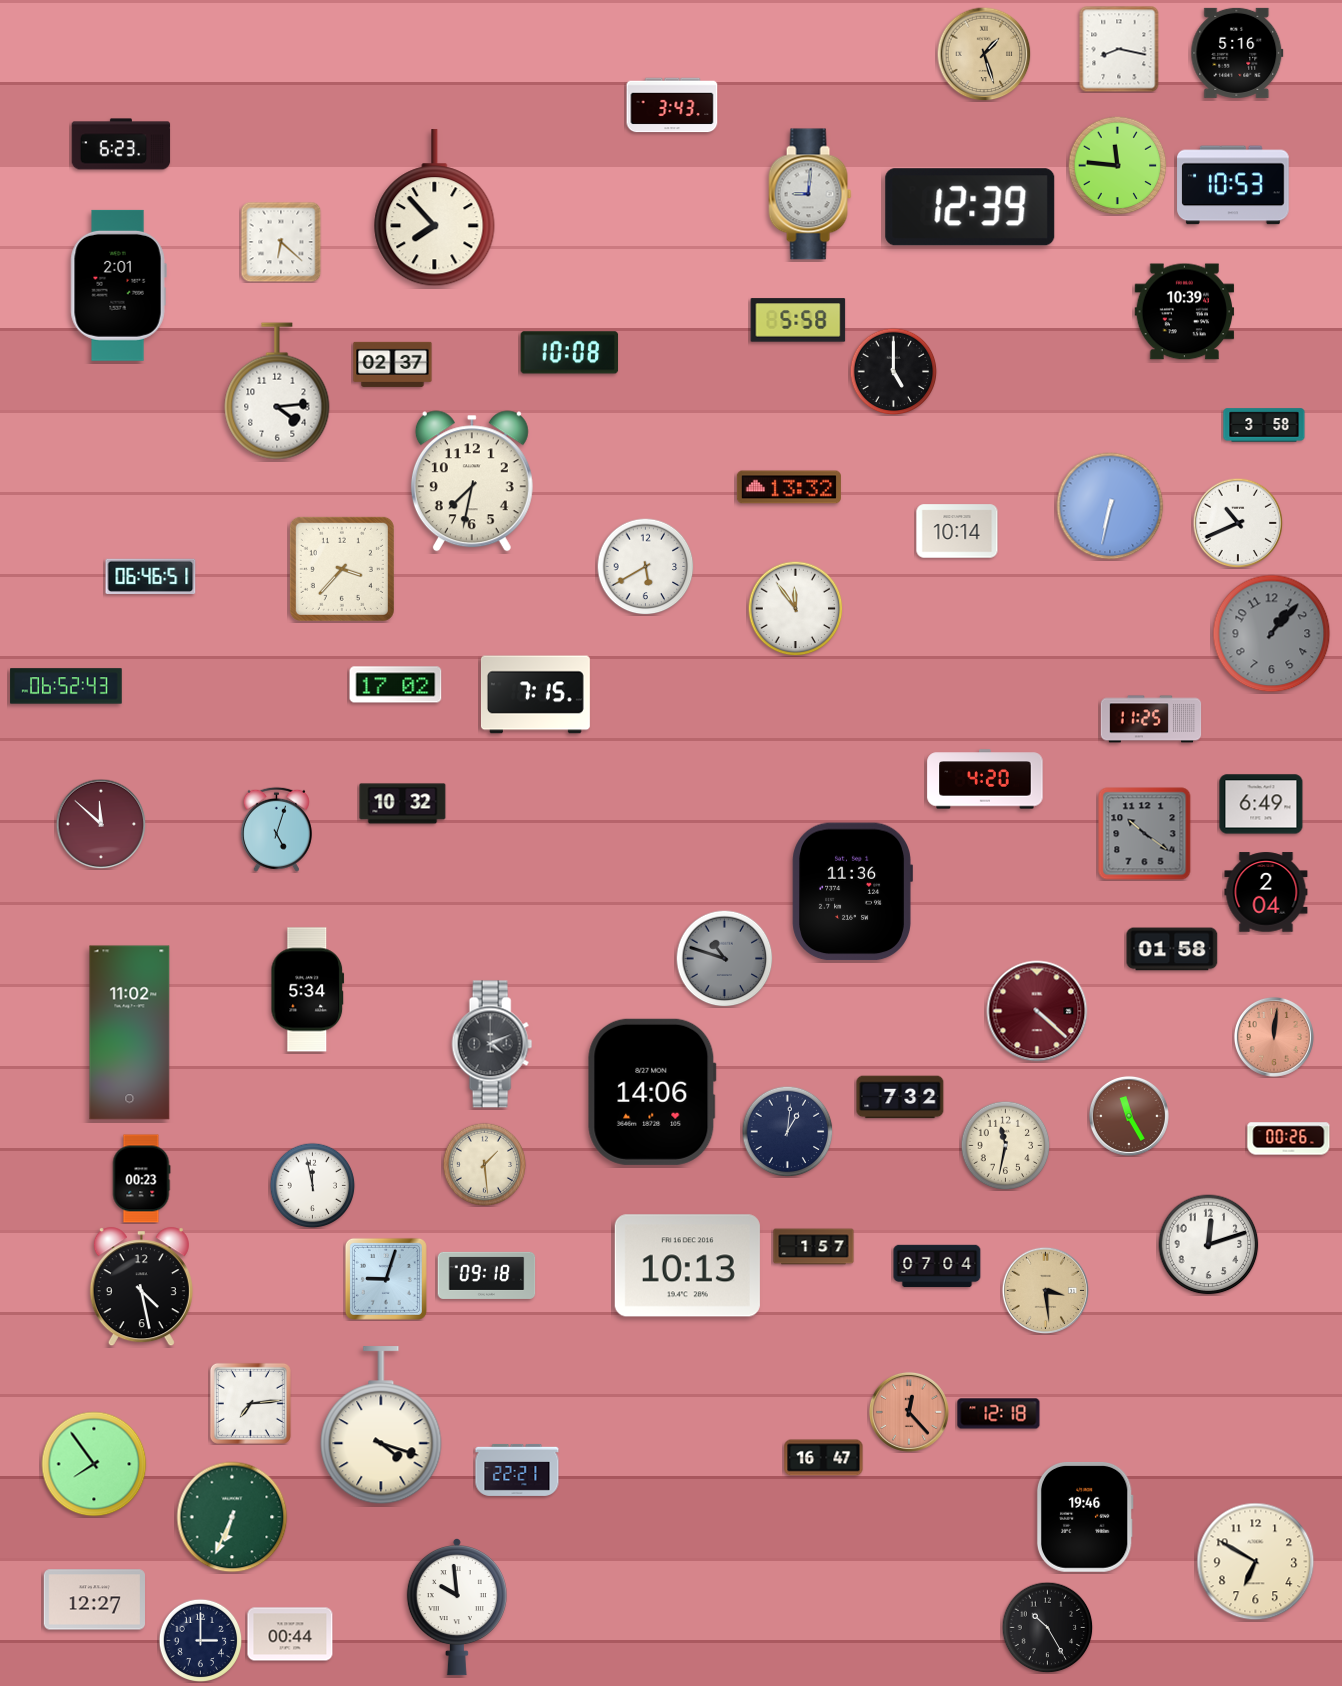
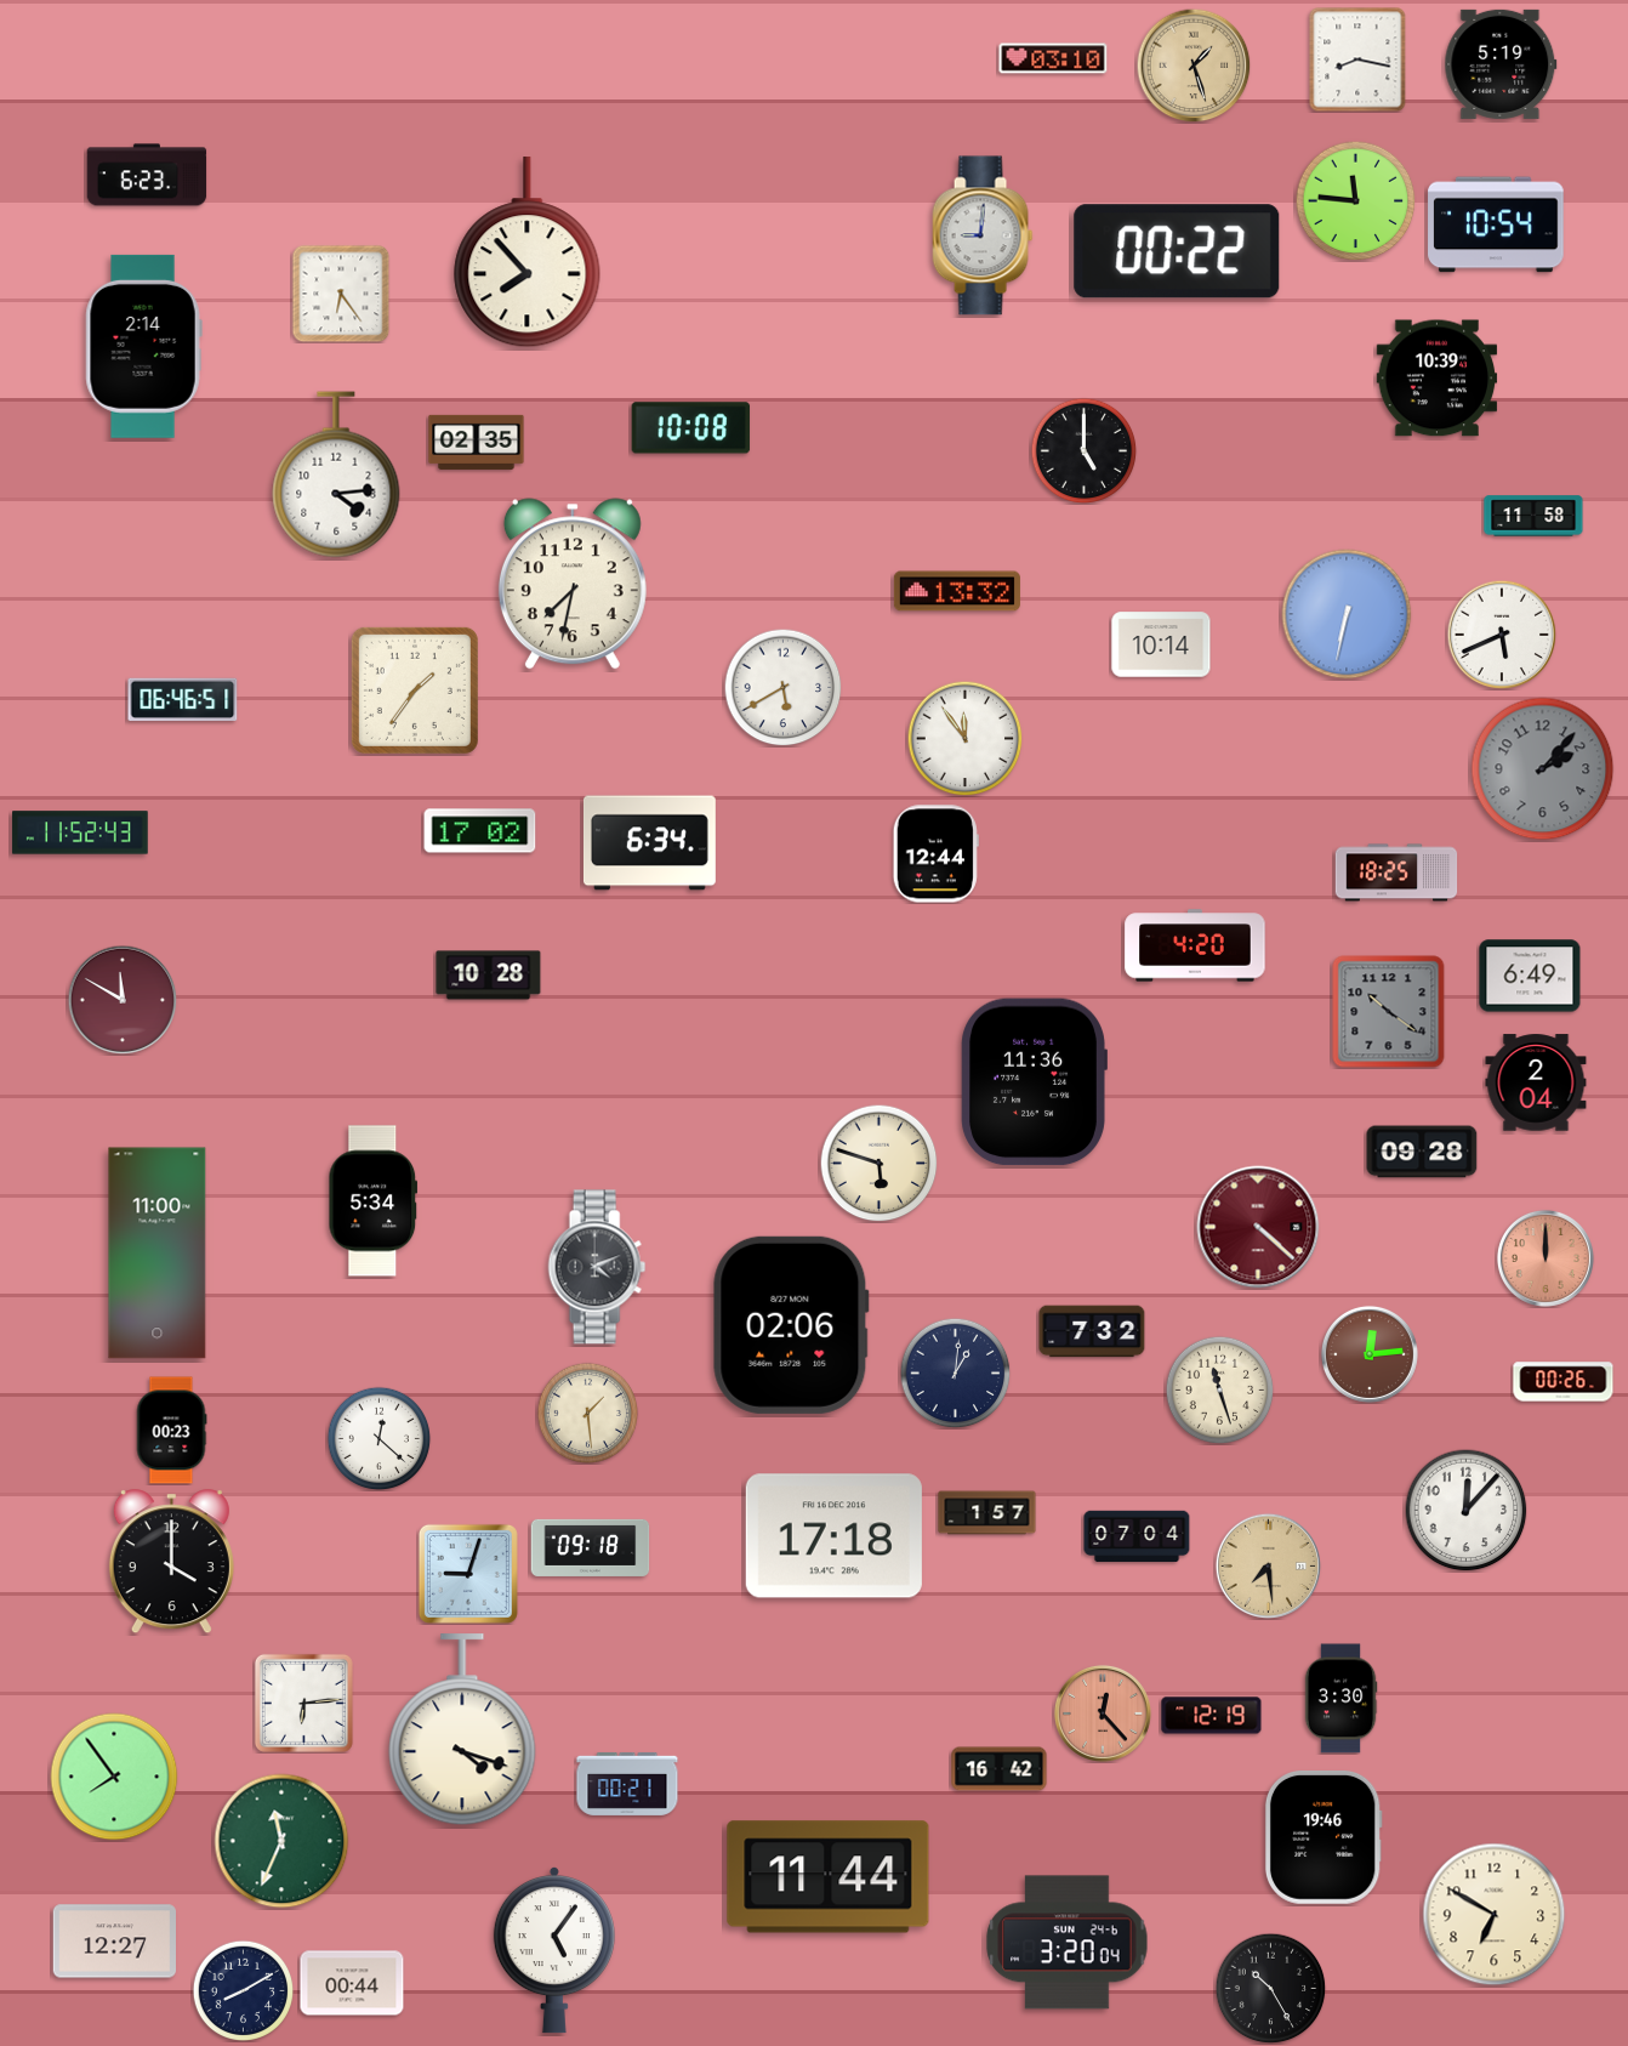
clock at (1053, 58): none -> 03:10
clock at (1237, 53): 5:16 -> 5:19
clock at (672, 105): 3:43 -> none
clock at (1233, 185): 10:53 -> 10:54
clock at (970, 207): 12:39 -> 00:22
clock at (281, 242): 6:22 -> 6:24
clock at (118, 285): 2:01 -> 2:14
clock at (798, 320): 5:58 -> none
clock at (393, 364): 02:37 -> 02:35
clock at (1264, 425): 3:58 -> 11:58
clock at (1238, 523): 10:41 -> 5:41
clock at (342, 569): 3:37 -> 1:36
clock at (1272, 634): 1:07 -> 2:07
clock at (66, 686): 06:52 -> 11:52
clock at (535, 695): 7:15 -> 6:34
clock at (935, 854): none -> 12:44
clock at (1151, 719): 11:25 -> 18:25
clock at (403, 804): 10:32 -> 10:28
clock at (101, 824): 11:52 -> 11:50
clock at (276, 829): 5:03 -> none
clock at (1172, 949): 01:58 -> 09:28
clock at (724, 958): 10:48 -> 5:48
clock at (724, 958) dial: grey -> cream
clock at (130, 1033): 11:02 -> 11:00
clock at (1274, 1037): 12:01 -> 12:00
clock at (652, 1092): 14:06 -> 02:06
clock at (1129, 1116): 11:25 -> 12:14
clock at (1005, 1145): 11:32 -> 11:27
clock at (312, 1185): 11:58 -> 12:22
clock at (1209, 1245): 12:12 -> 12:07
clock at (687, 1266): 10:13 -> 17:18
clock at (386, 1279) position: (386, 1279) -> (468, 1574)
clock at (141, 1287): 4:28 -> 4:00
clock at (1045, 1290): 3:29 -> 7:29
clock at (1340, 1699): none -> 3:30
clock at (250, 1403): 7:14 -> 6:14
clock at (999, 1414): 12:18 -> 12:19
clock at (824, 1458): 16:47 -> 16:42
clock at (517, 1470): 22:21 -> 00:21
clock at (232, 1517): 6:34 -> 11:34
clock at (1085, 1517) position: (1085, 1517) -> (1324, 1837)
clock at (829, 1877): none -> 11:44
clock at (1256, 1562) position: (1256, 1562) -> (1495, 1915)
clock at (1068, 1943): none -> 3:20
clock at (457, 1607): 9:59 -> 5:06
clock at (1047, 1627) position: (1047, 1627) -> (1270, 1988)
clock at (200, 1640): 3:00 -> 8:10
